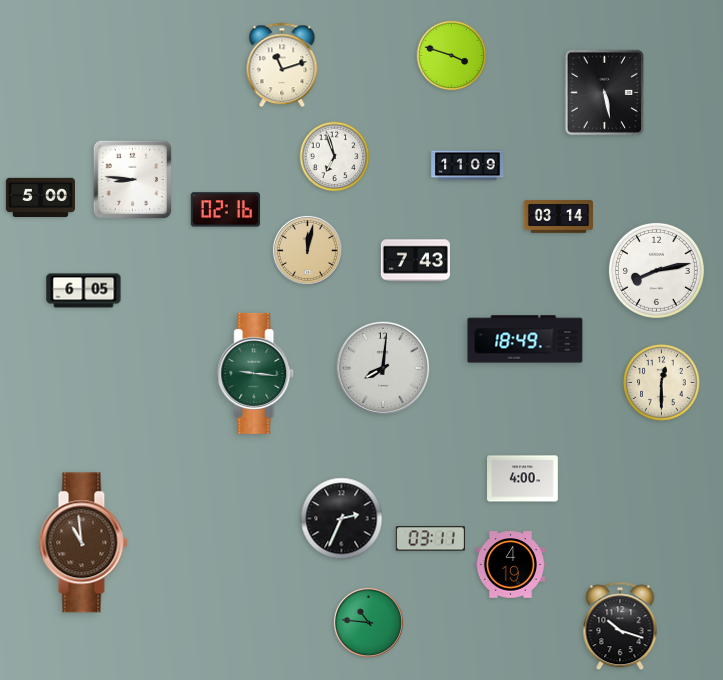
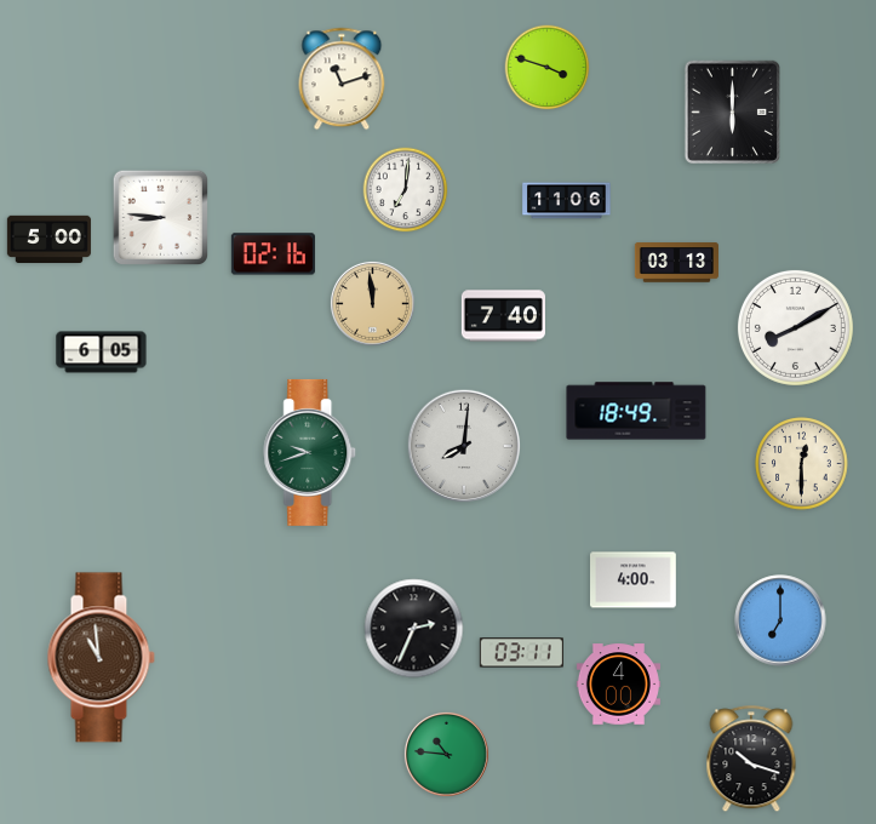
clock at (604, 92): 5:28 -> 6:00
clock at (335, 157): 6:57 -> 7:01
clock at (468, 166): 11:09 -> 11:06
clock at (558, 217): 03:14 -> 03:13
clock at (307, 250): 12:02 -> 11:59
clock at (415, 261): 7:43 -> 7:40
clock at (656, 270): 8:13 -> 8:10
clock at (256, 373): 9:16 -> 9:42
clock at (780, 620): none -> 7:00
clock at (510, 565): 4:19 -> 4:00
